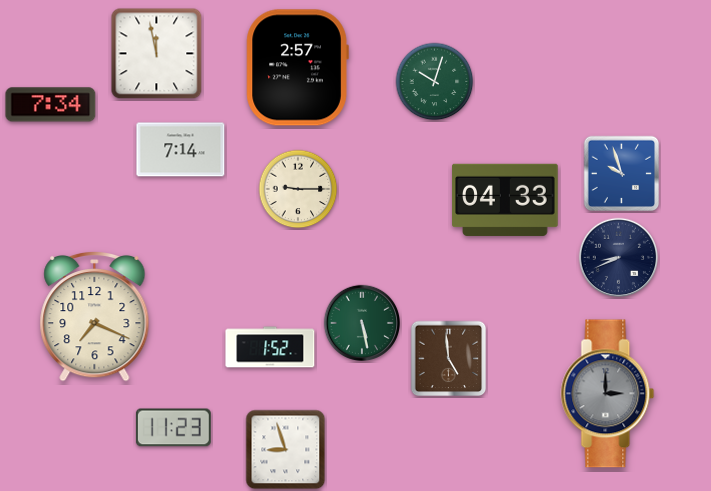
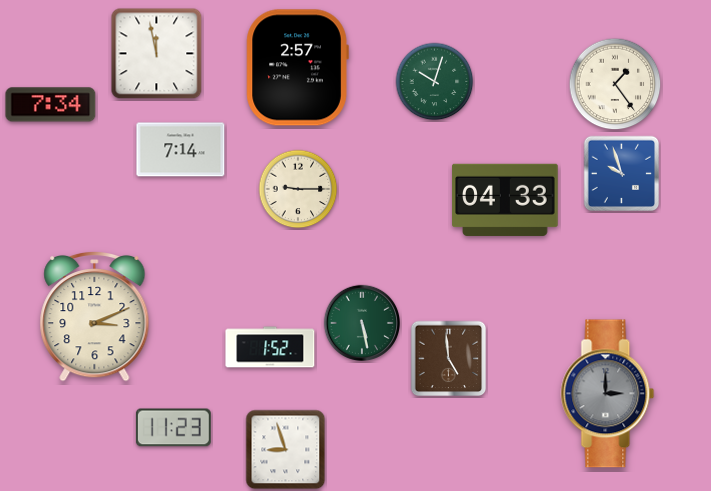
clock at (615, 84): none -> 1:24
clock at (619, 258): 8:41 -> none
clock at (95, 316): 7:19 -> 3:11
